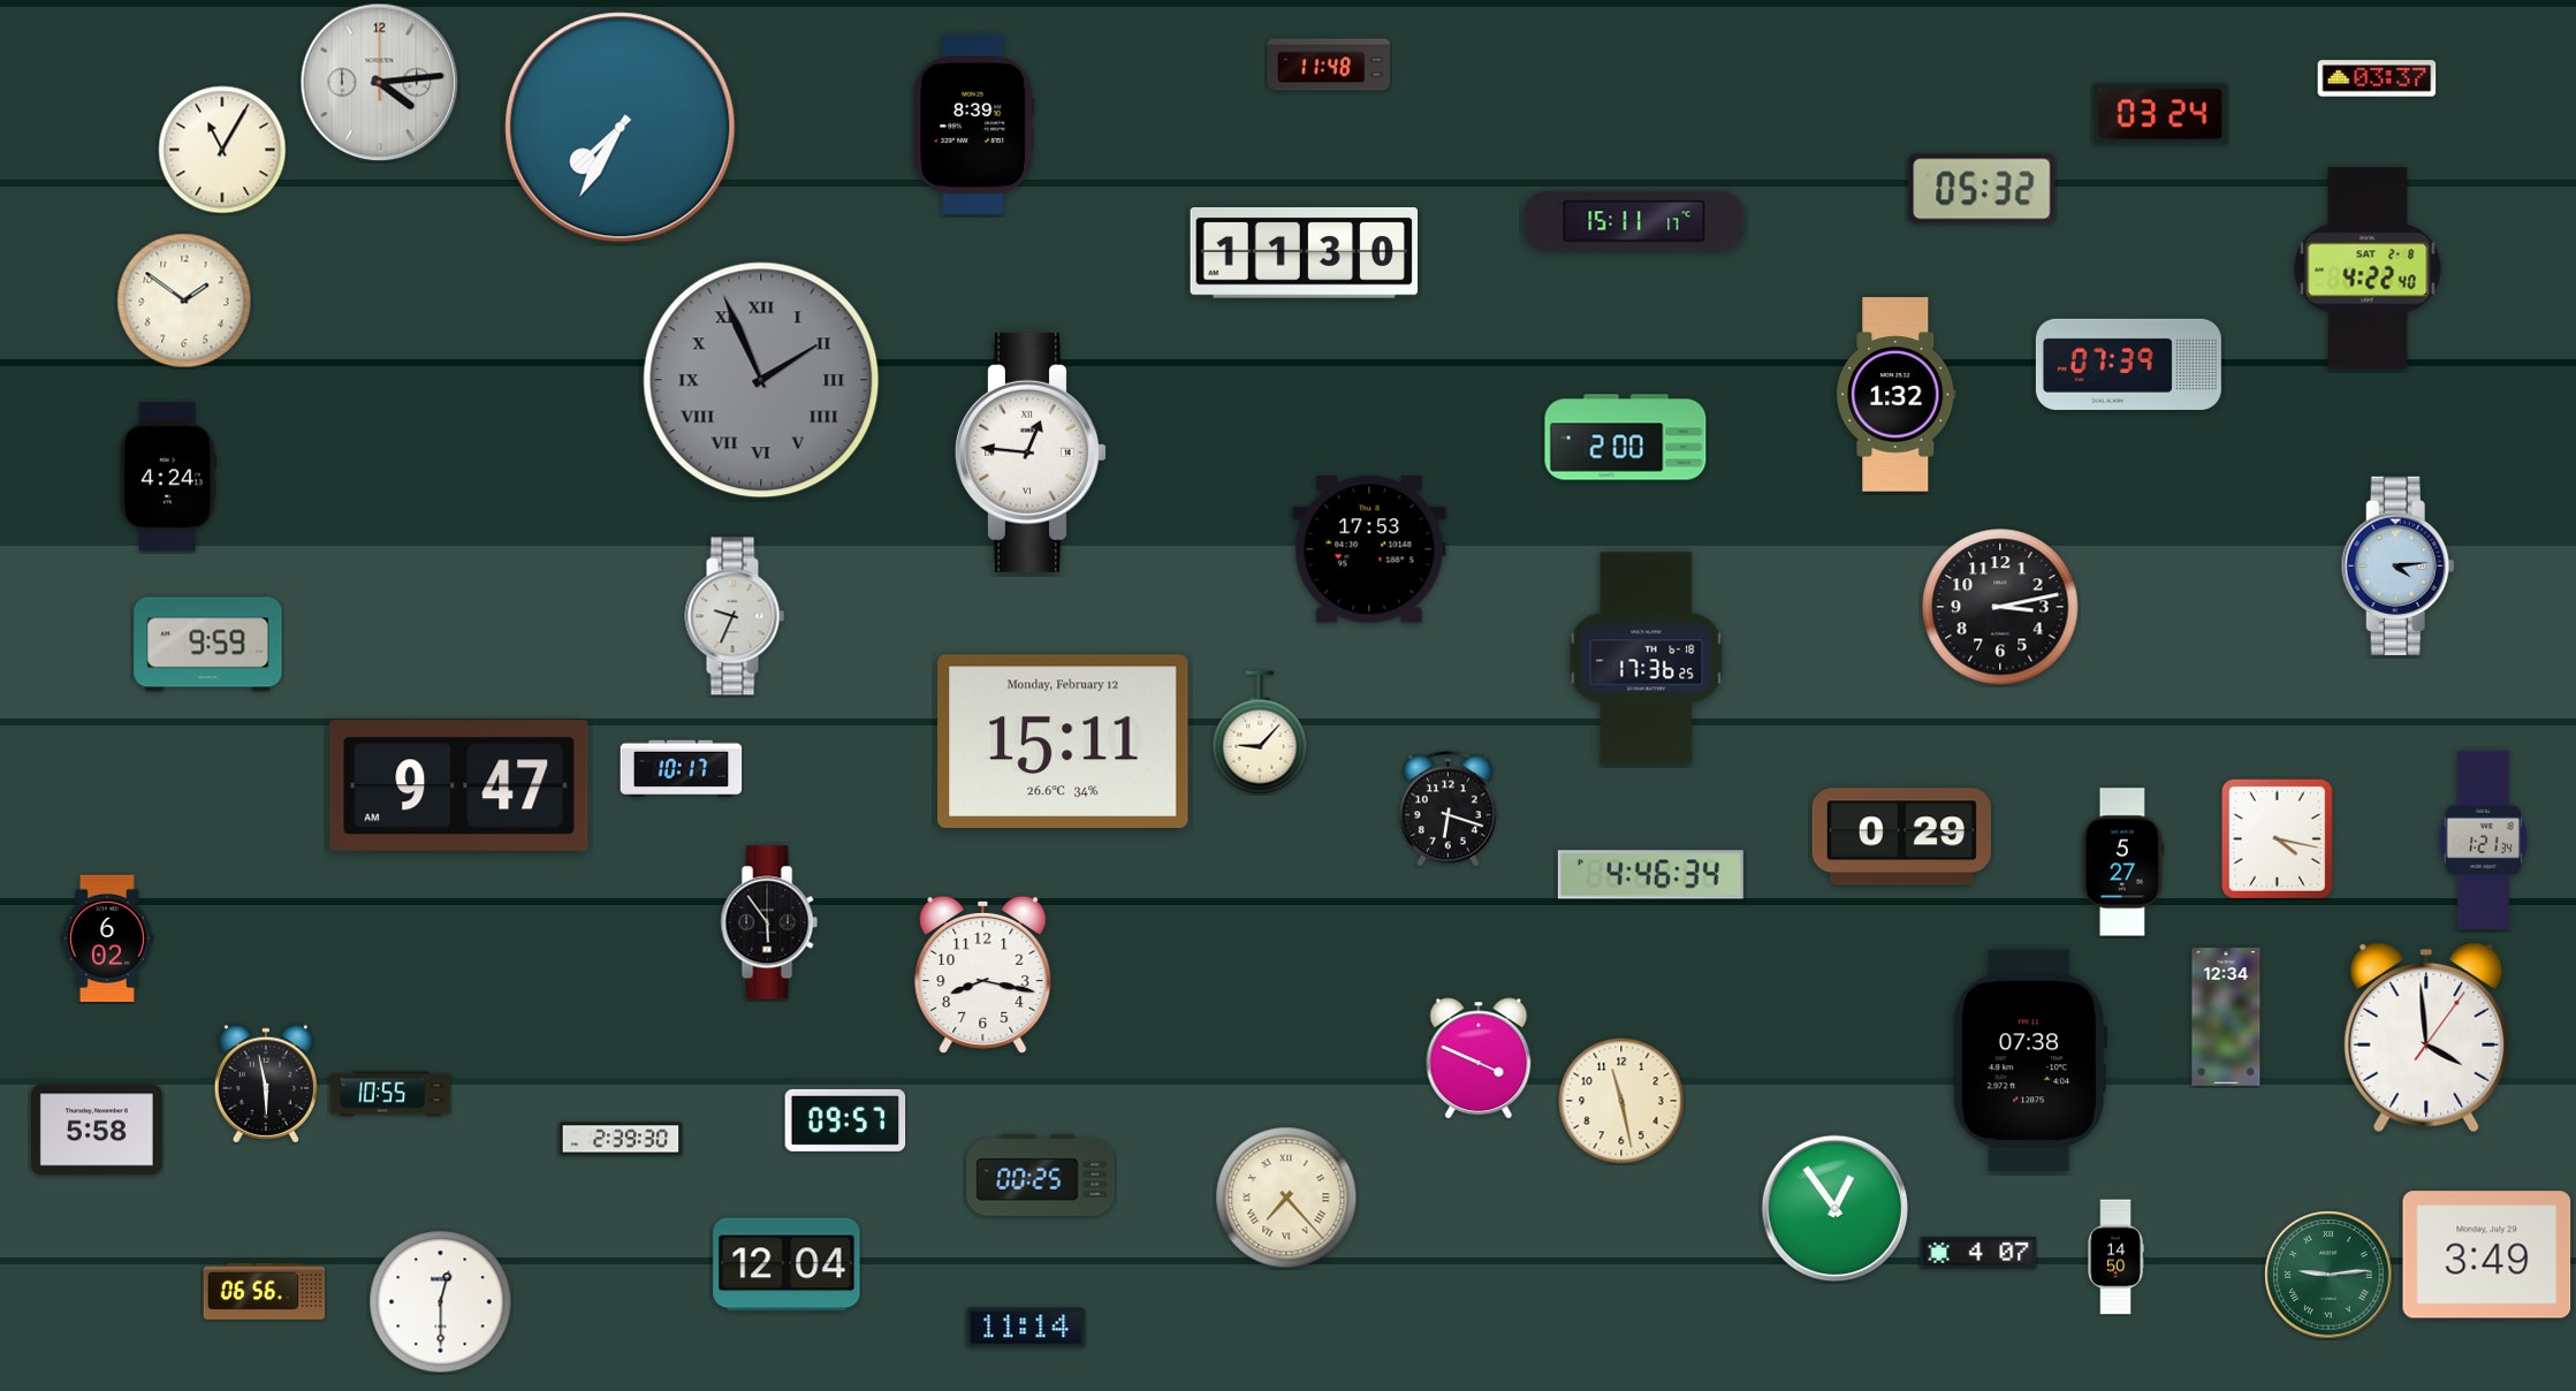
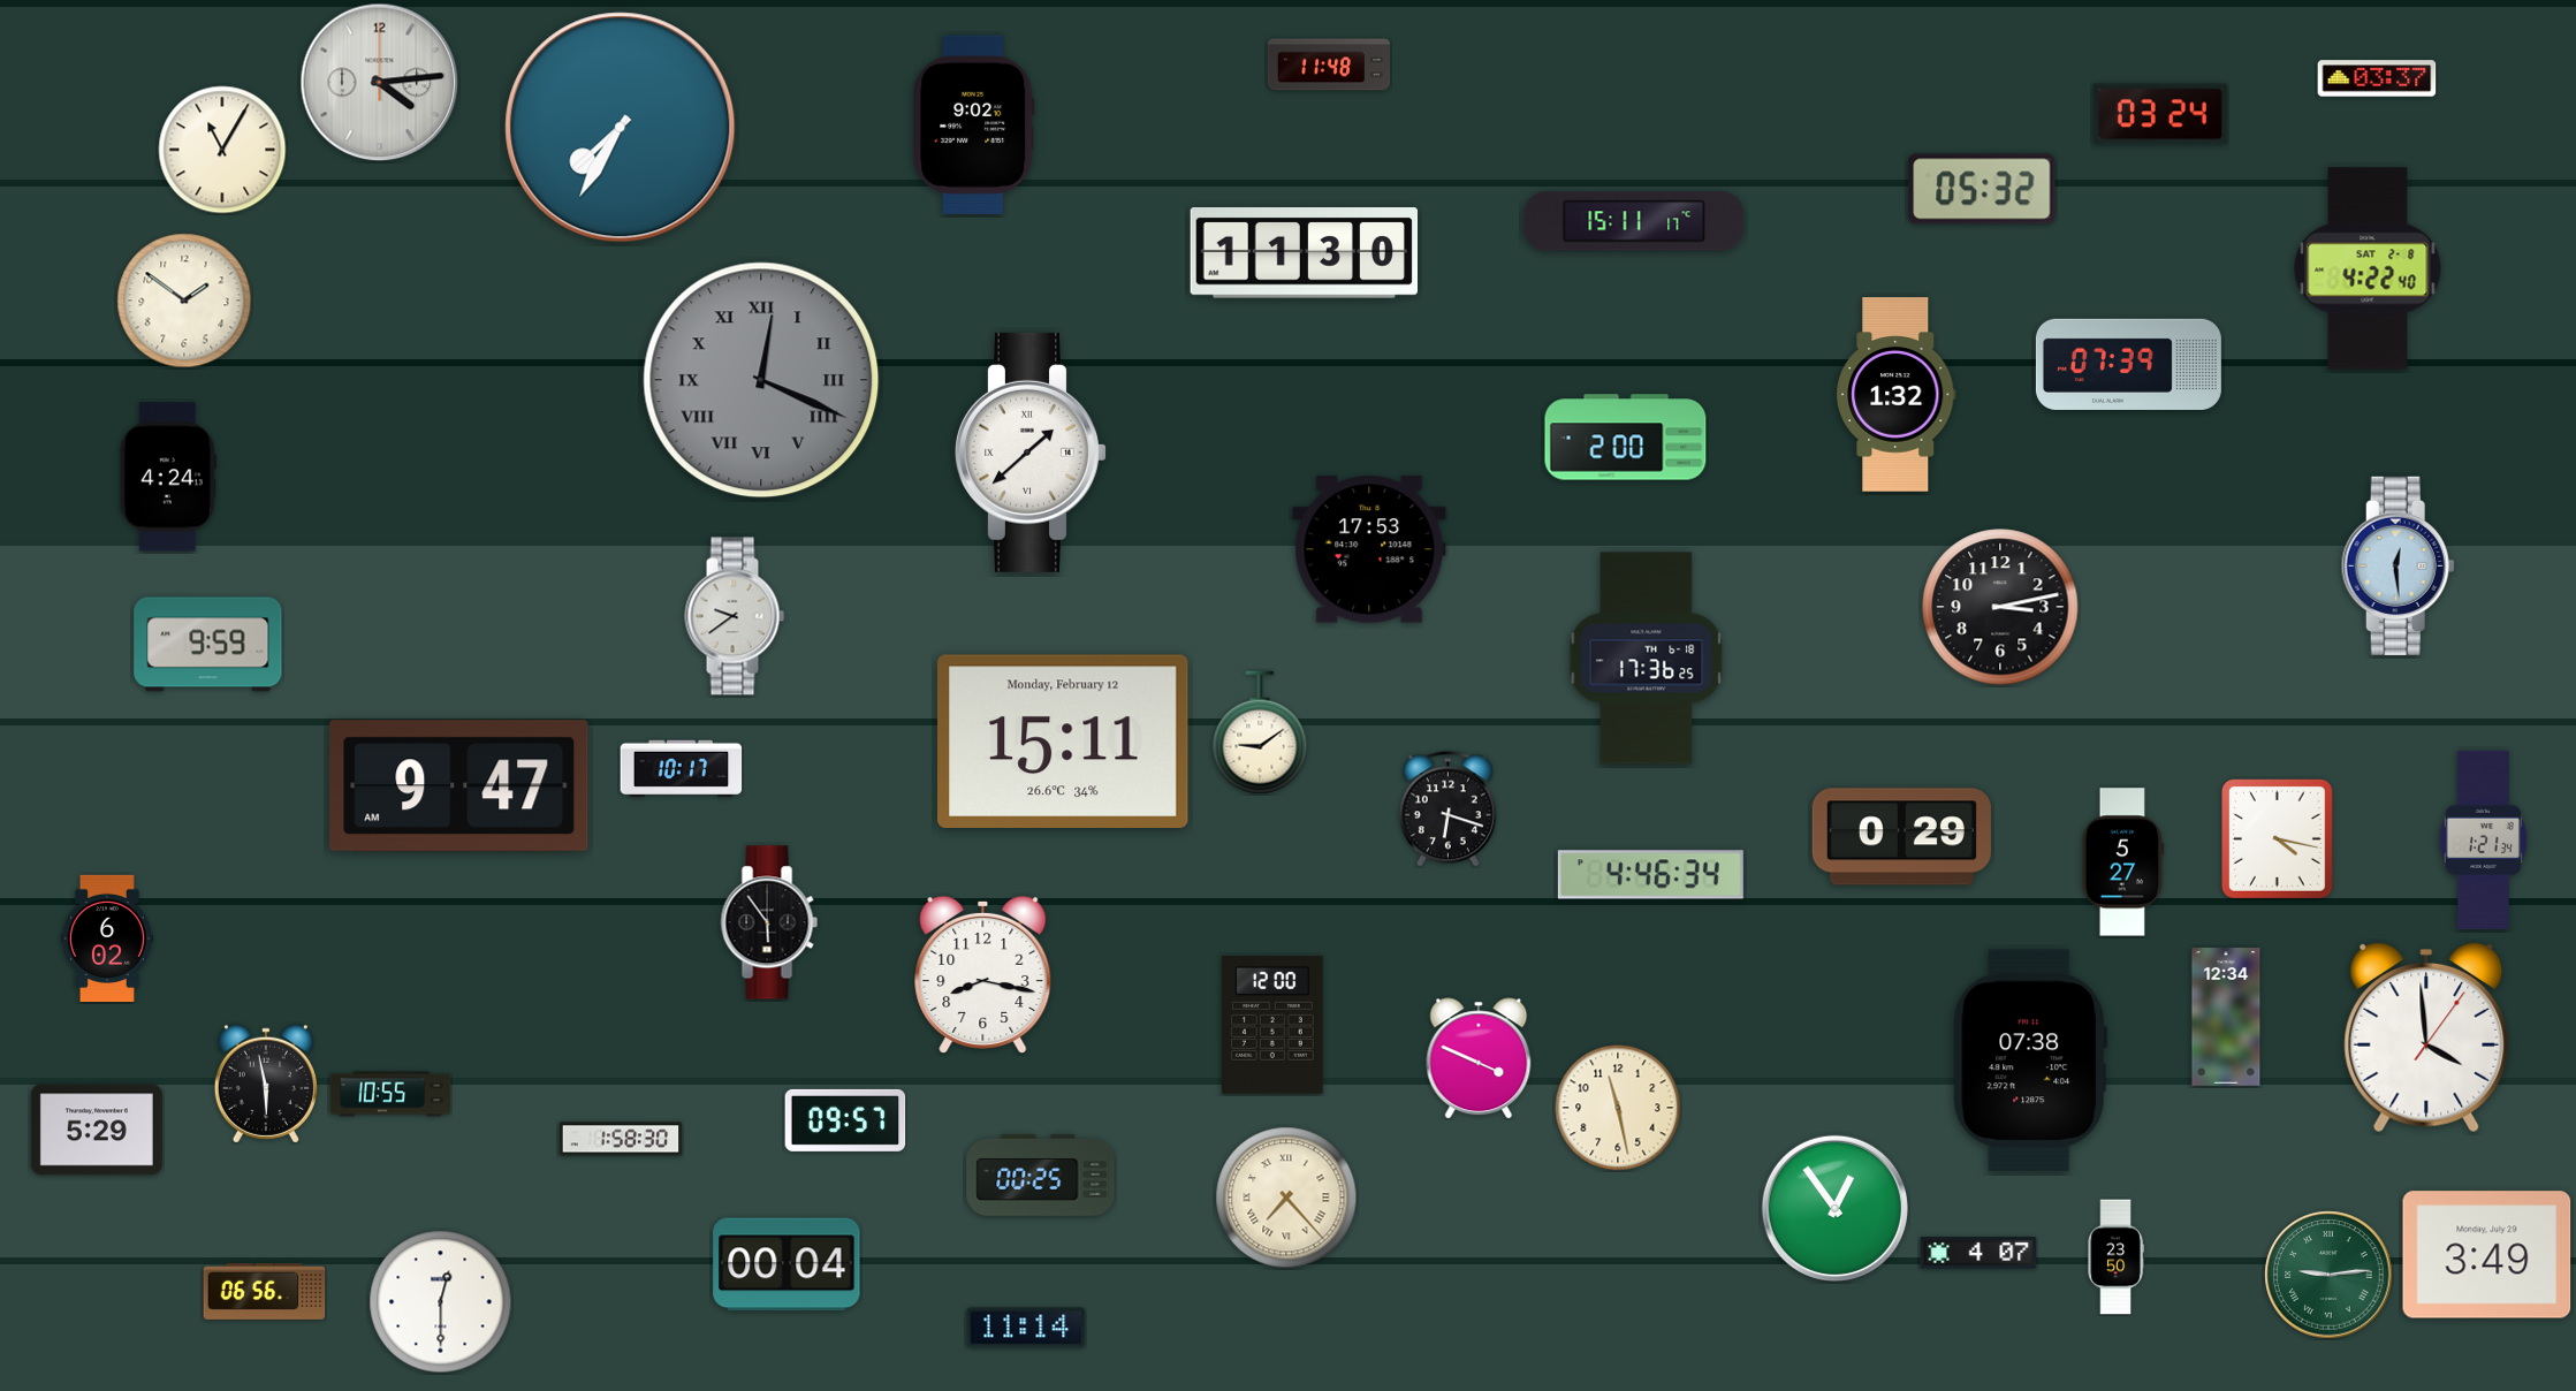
clock at (974, 124): 8:39 -> 9:02
clock at (761, 380): 1:56 -> 12:19
clock at (1032, 453): 12:46 -> 1:38
clock at (2398, 565): 4:14 -> 12:29
clock at (735, 616): 9:34 -> 9:39
clock at (1260, 732): 9:07 -> 9:09
clock at (1272, 1025): none -> 12:00
clock at (1621, 1101) position: (1621, 1101) -> (1618, 1108)
clock at (97, 1130): 5:58 -> 5:29
clock at (621, 1139): 2:39 -> 1:58
clock at (2115, 1257): 14:50 -> 23:50
clock at (787, 1264): 12:04 -> 00:04
